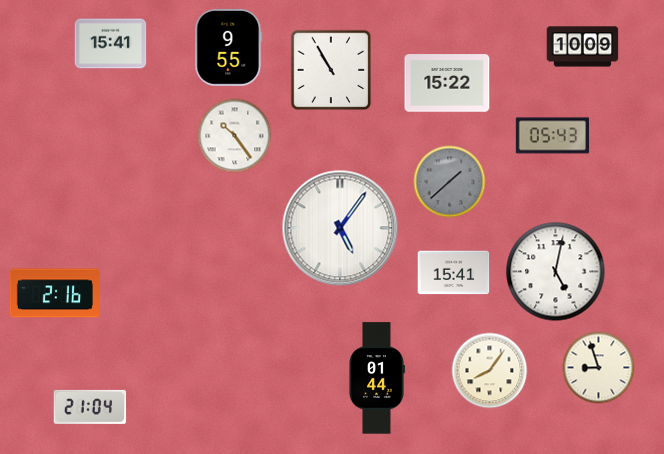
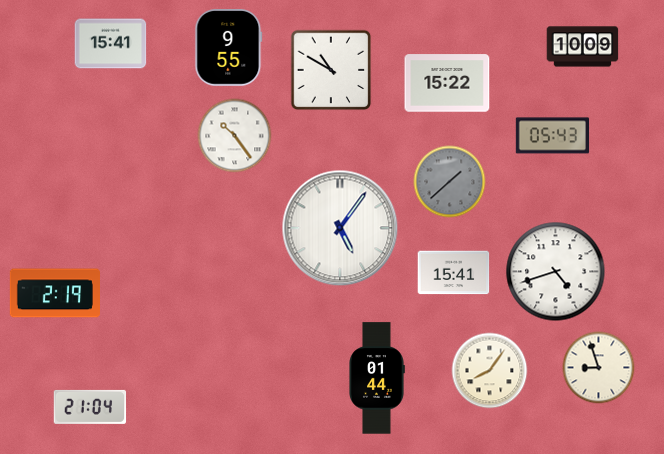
clock at (331, 70): 10:55 -> 10:50
clock at (556, 272): 5:02 -> 4:42
clock at (55, 293): 2:16 -> 2:19
